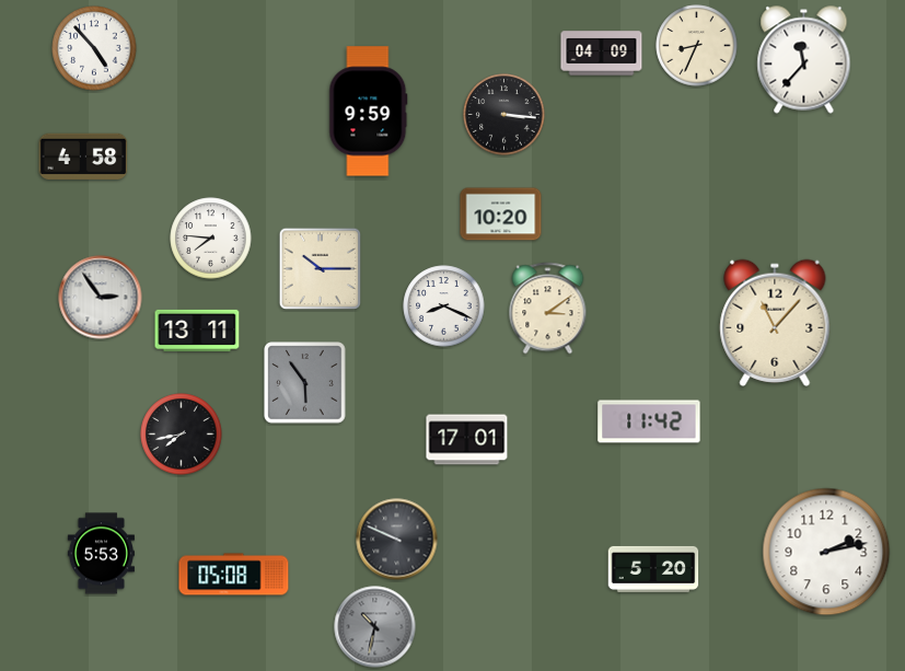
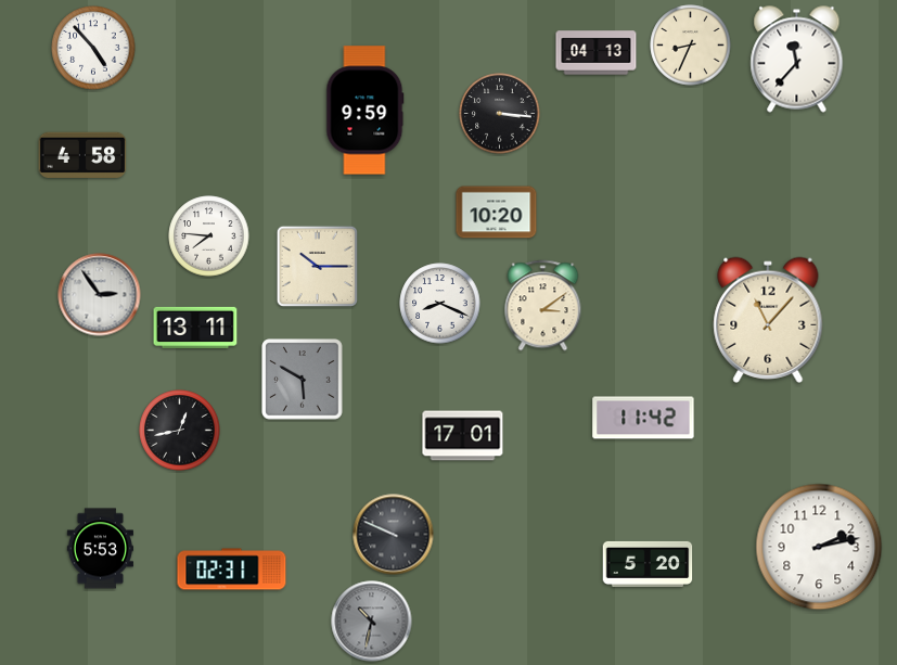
clock at (602, 54): 04:09 -> 04:13
clock at (305, 383): 5:54 -> 5:50
clock at (182, 435): 7:43 -> 12:43
clock at (234, 575): 05:08 -> 02:31
